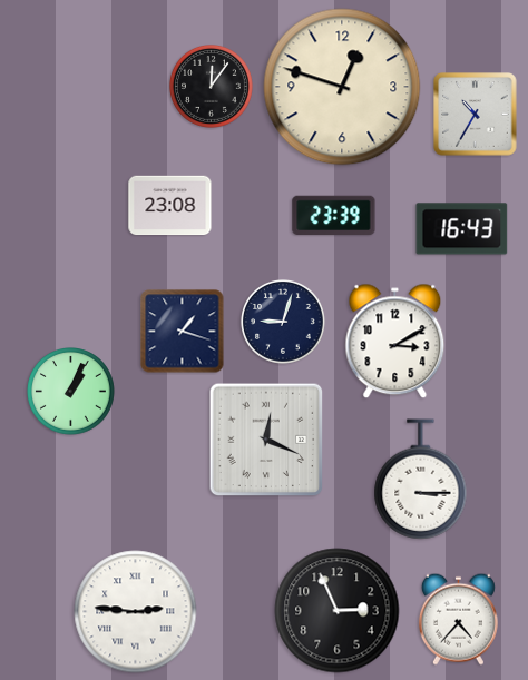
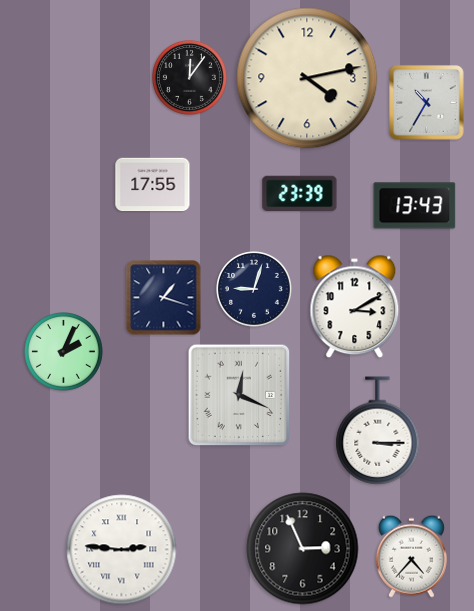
clock at (342, 87): 12:48 -> 4:13
clock at (170, 206): 23:08 -> 17:55
clock at (462, 229): 16:43 -> 13:43
clock at (71, 392): 1:04 -> 2:04
